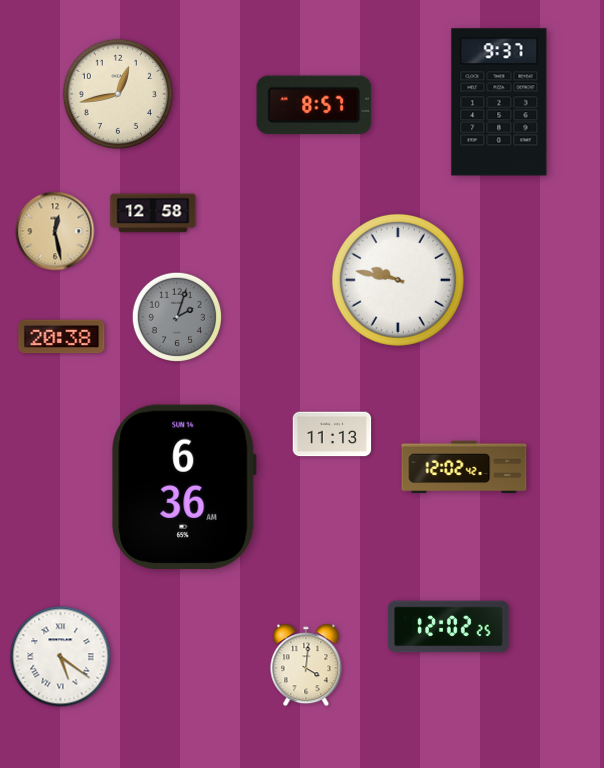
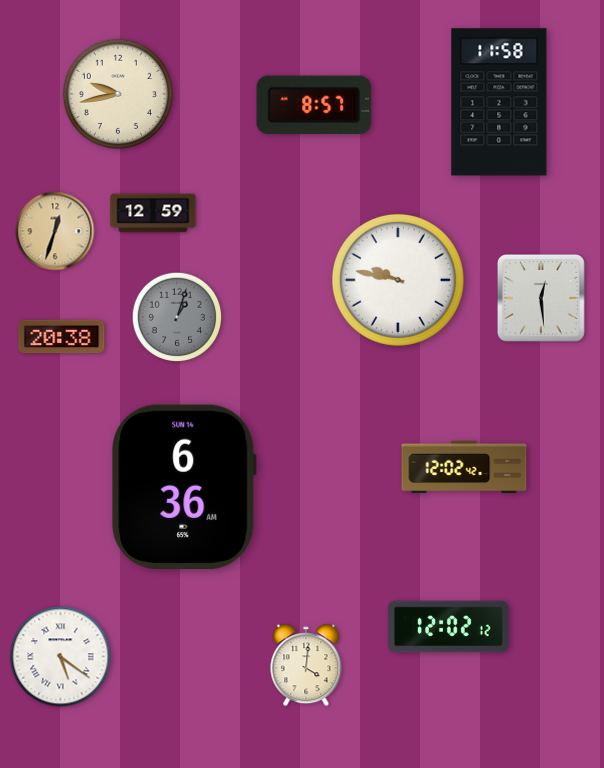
clock at (118, 94): 12:43 -> 9:43
clock at (499, 102): 9:37 -> 11:58
clock at (153, 213): 12:58 -> 12:59
clock at (55, 231): 12:28 -> 12:33
clock at (541, 298): none -> 12:29
clock at (176, 316): 2:03 -> 1:03
clock at (332, 434): 11:13 -> none
clock at (449, 627): 12:02:25 -> 12:02:12
